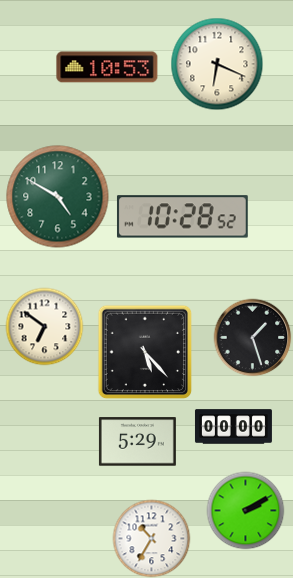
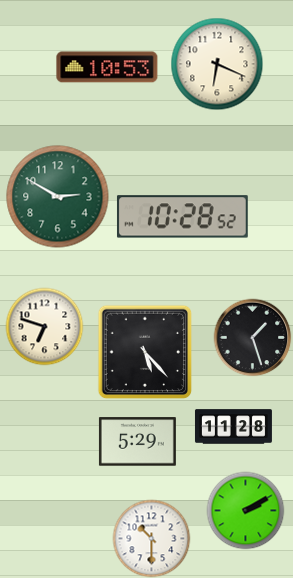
clock at (58, 197): 4:50 -> 2:50
clock at (44, 326): 6:51 -> 6:48
clock at (233, 427): 00:00 -> 11:28
clock at (151, 538): 10:35 -> 10:30
